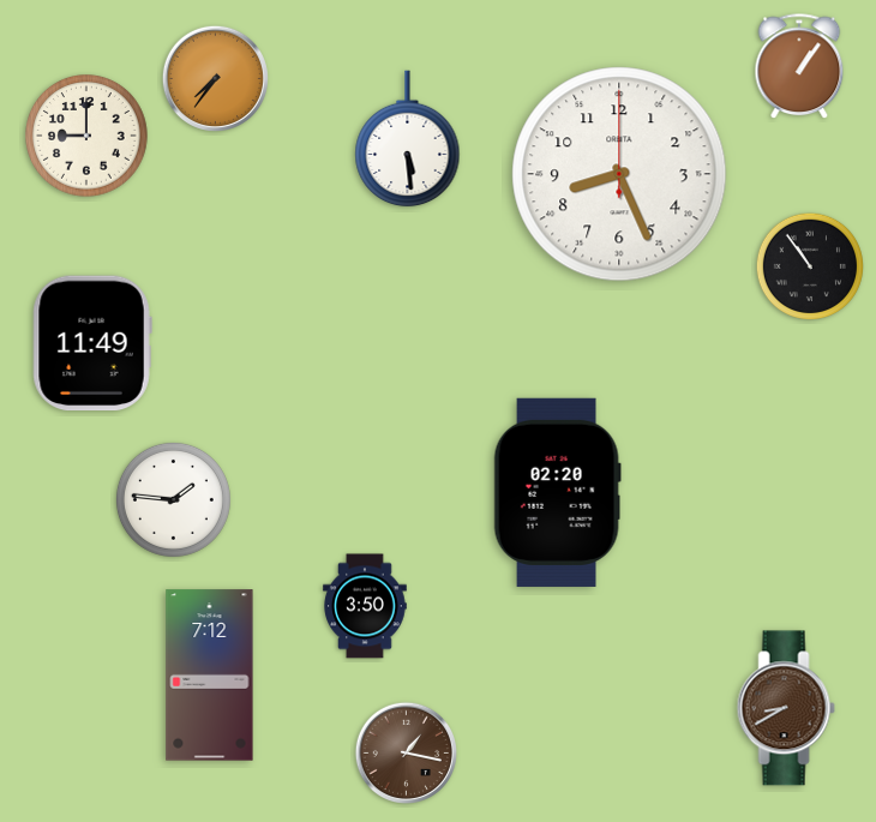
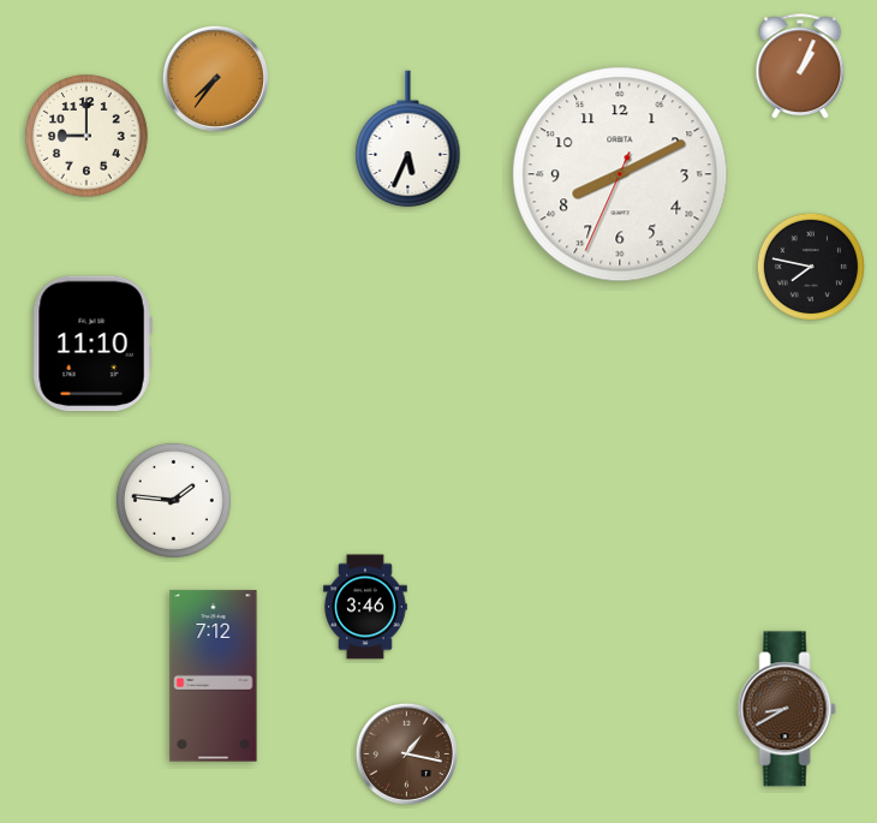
clock at (799, 67): 1:06 -> 1:04
clock at (408, 139): 5:29 -> 5:34
clock at (619, 174): 8:26 -> 8:10
clock at (810, 266): 10:54 -> 7:47
clock at (92, 343): 11:49 -> 11:10
clock at (557, 492): 02:20 -> none
clock at (365, 606): 3:50 -> 3:46
clock at (210, 676) position: (210, 676) -> (214, 676)
